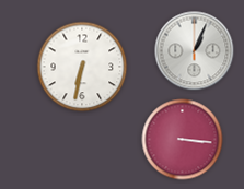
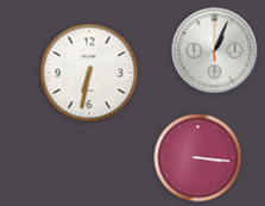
clock at (195, 51) position: (195, 51) -> (215, 51)
clock at (183, 140) position: (183, 140) -> (198, 158)
